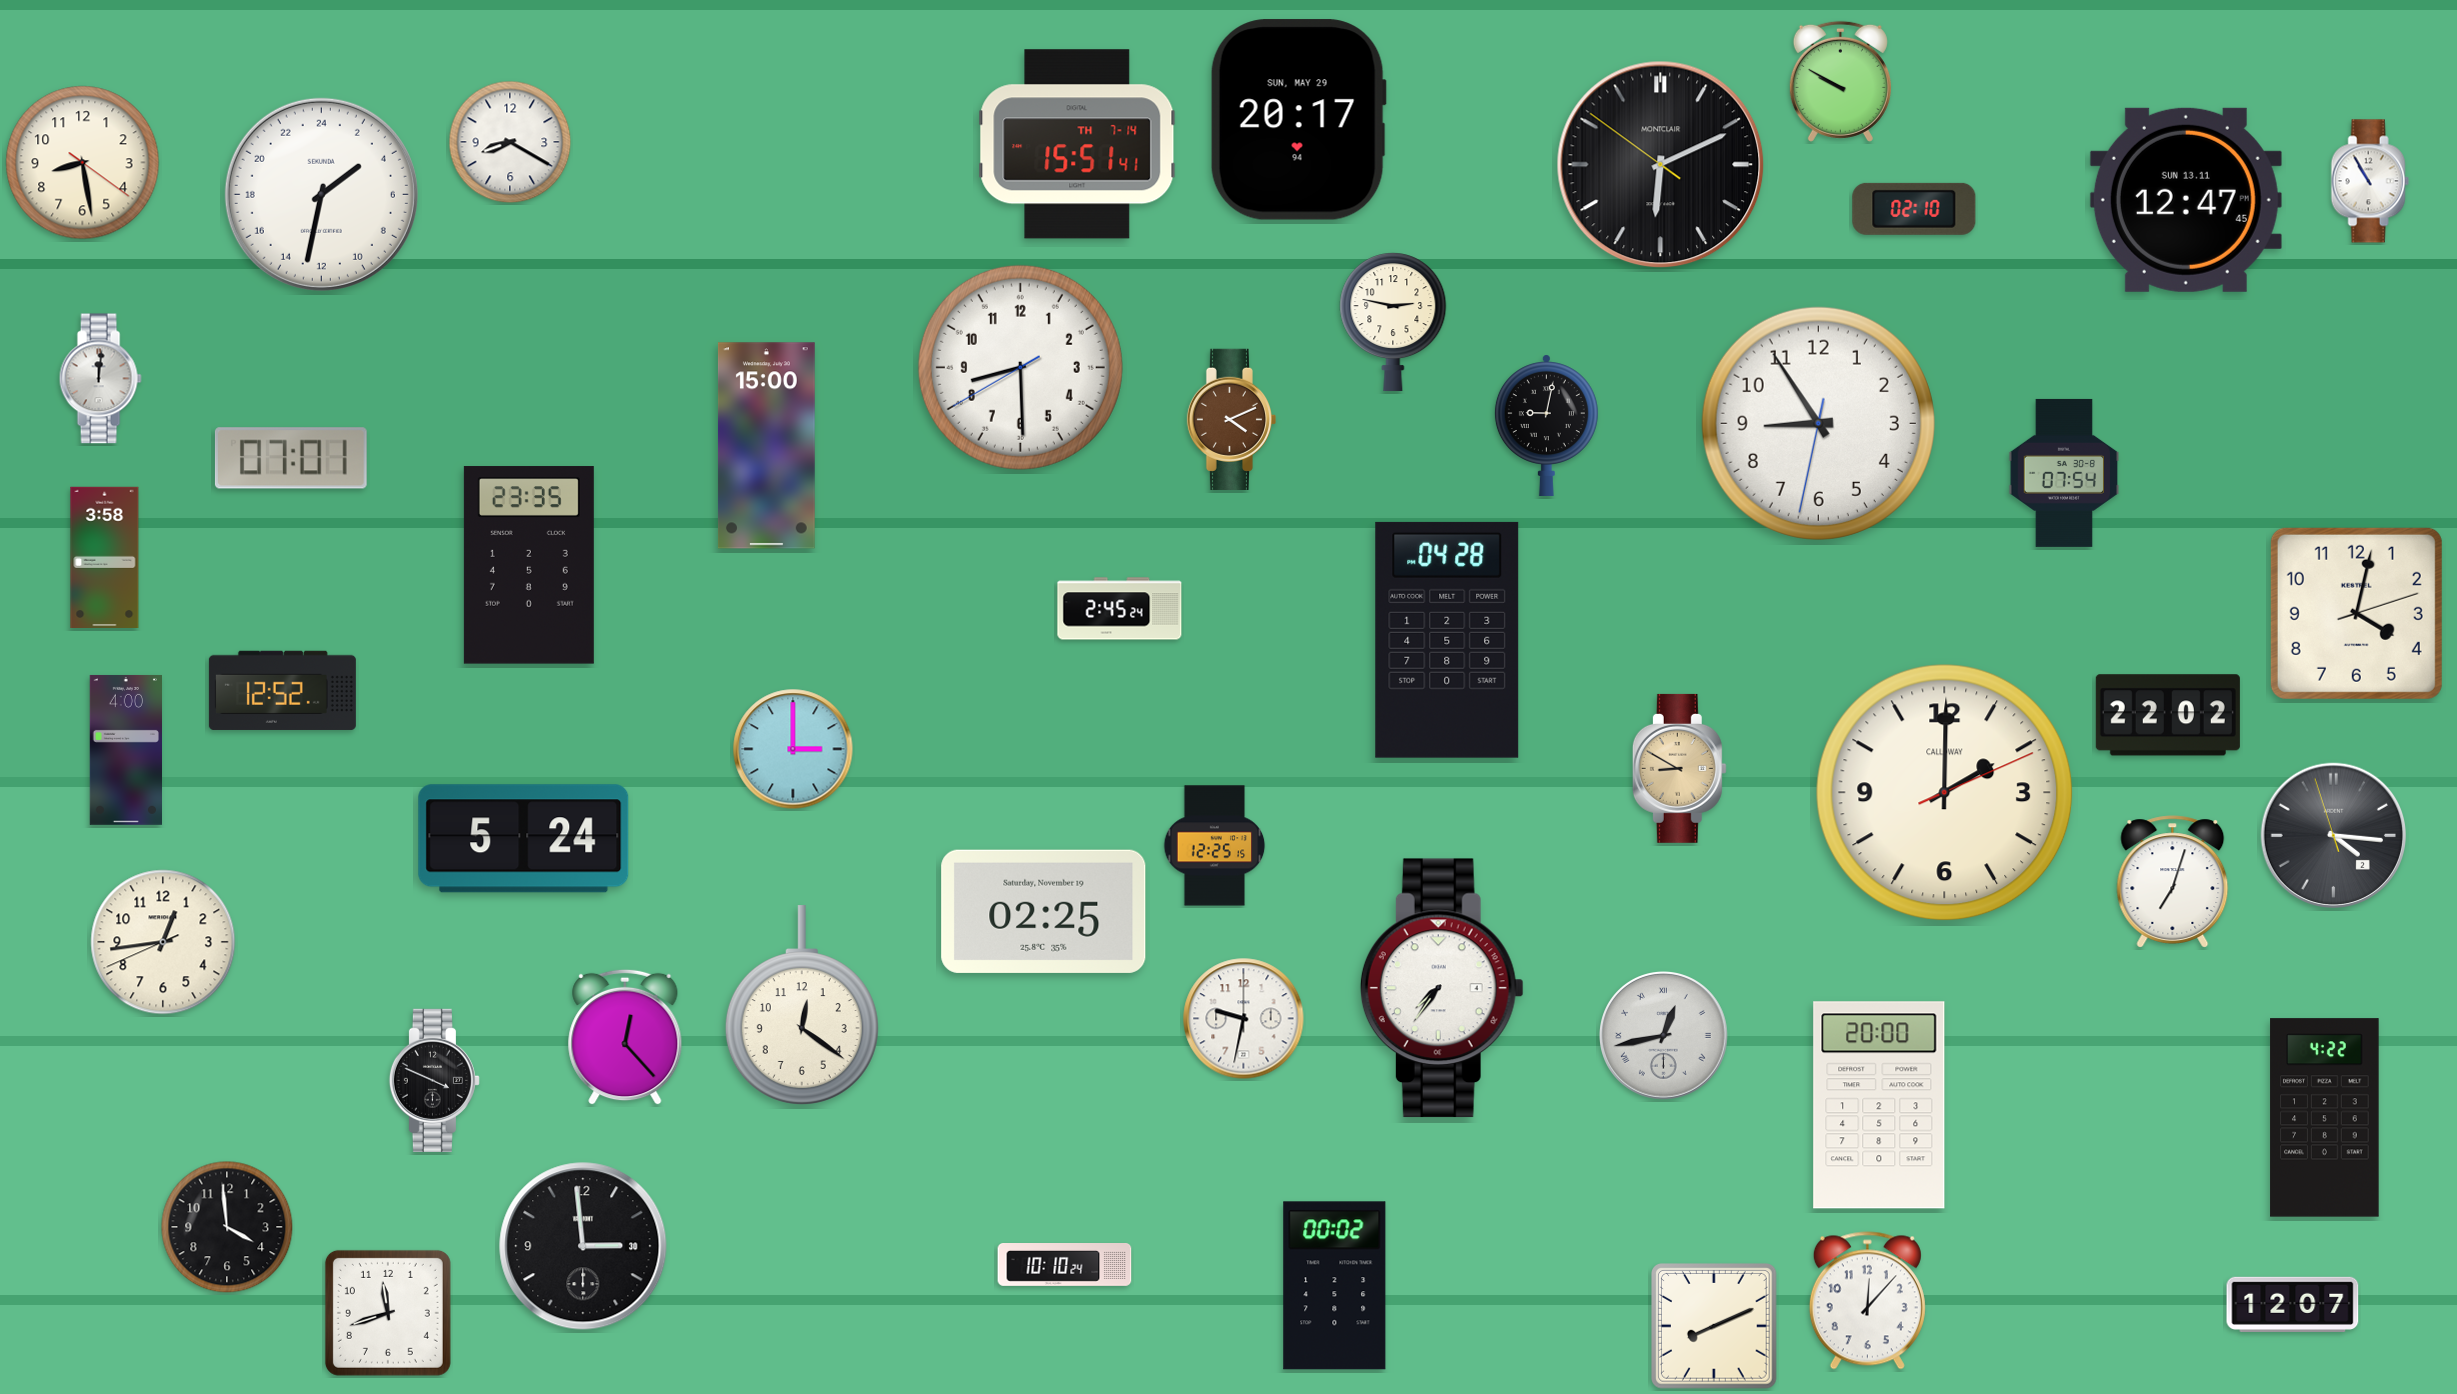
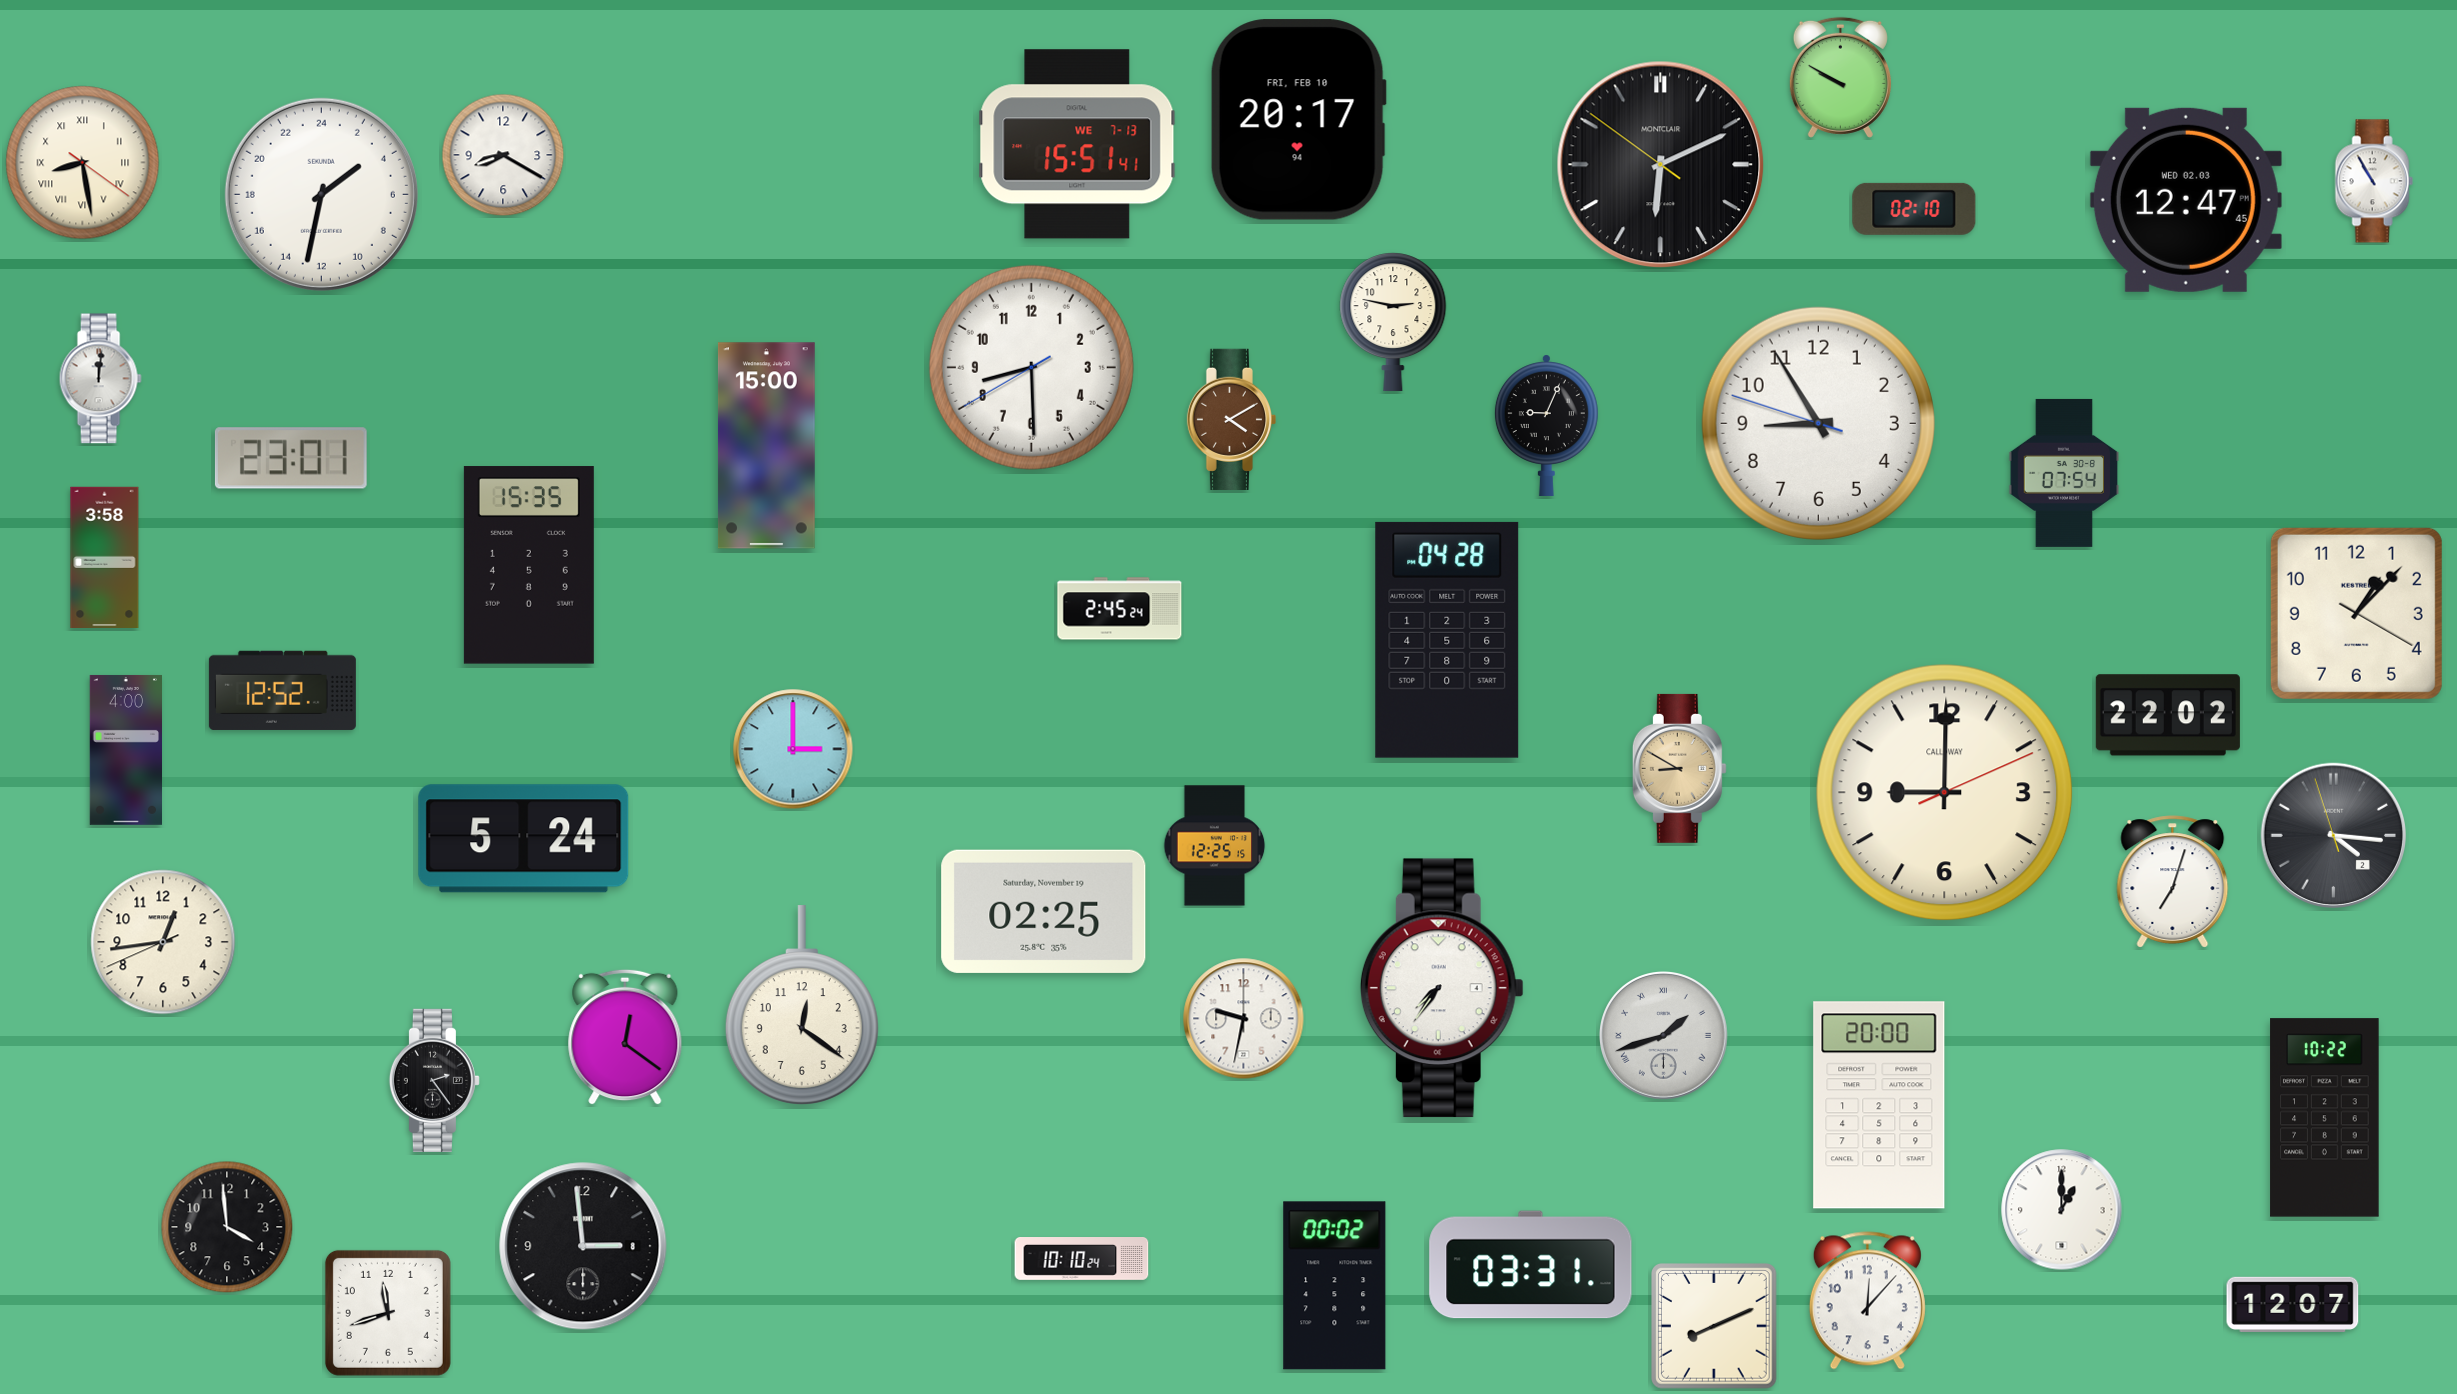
clock at (1840, 81) position: (1840, 81) -> (1840, 77)
clock at (1298, 120) date: SUN, MAY 29 -> FRI, FEB 10
clock at (510, 142) position: (510, 142) -> (503, 155)
clock at (1077, 144) date: TH 7-14 -> WE 7-13
clock at (83, 163) numerals: Arabic -> Roman
clock at (2370, 181) position: (2370, 181) -> (2374, 181)
clock at (2186, 200) date: SUN 13.11 -> WED 02.03
clock at (1020, 367) position: (1020, 367) -> (1031, 367)
clock at (1231, 419): 4:11 -> 4:10
clock at (1818, 423): 8:54:32 -> 8:54:48
clock at (1546, 425): 9:02 -> 9:04
clock at (291, 458): 07:01 -> 23:01
clock at (529, 565): 23:35 -> 15:35
clock at (2356, 613): 4:02 -> 1:07
clock at (1945, 793): 2:00 -> 9:00
clock at (1664, 1036): 12:43 -> 1:42
clock at (625, 1037): 12:23 -> 12:21
clock at (434, 1080): 3:49 -> 2:24
clock at (2325, 1118): 4:22 -> 10:22
clock at (2062, 1210): none -> 1:00
clock at (583, 1246) date: 30 -> 8
clock at (1065, 1265) position: (1065, 1265) -> (1082, 1259)
clock at (1531, 1265): none -> 03:31
